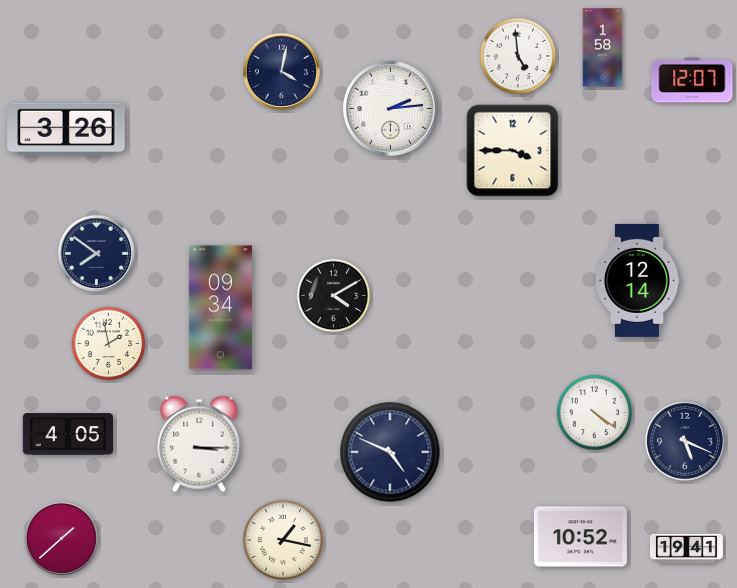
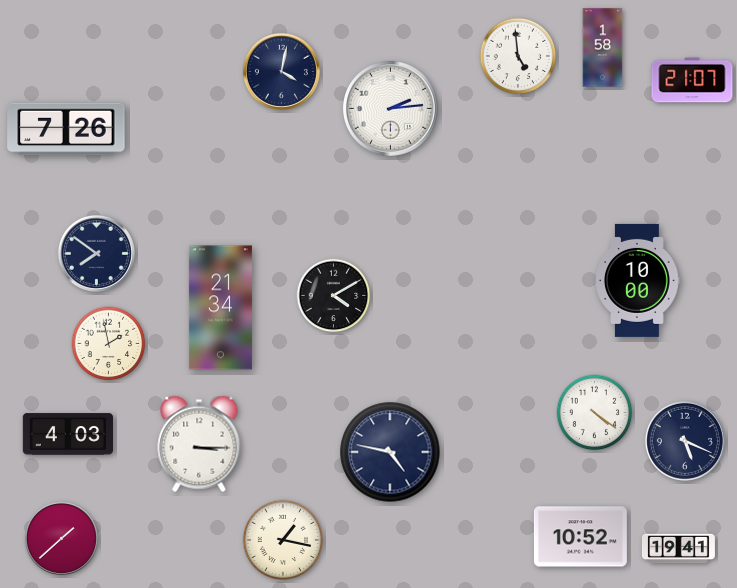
clock at (692, 80): 12:07 -> 21:07
clock at (66, 129): 3:26 -> 7:26
clock at (513, 151): 3:45 -> none
clock at (637, 280): 12:14 -> 10:00
clock at (220, 308): 09:34 -> 21:34
clock at (67, 434): 4:05 -> 4:03
clock at (390, 452): 4:49 -> 4:47
clock at (687, 549) position: (687, 549) -> (679, 549)
